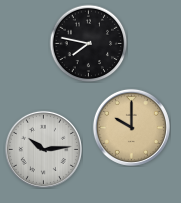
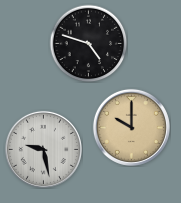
clock at (88, 43): 7:47 -> 4:48
clock at (43, 149): 10:14 -> 9:28
